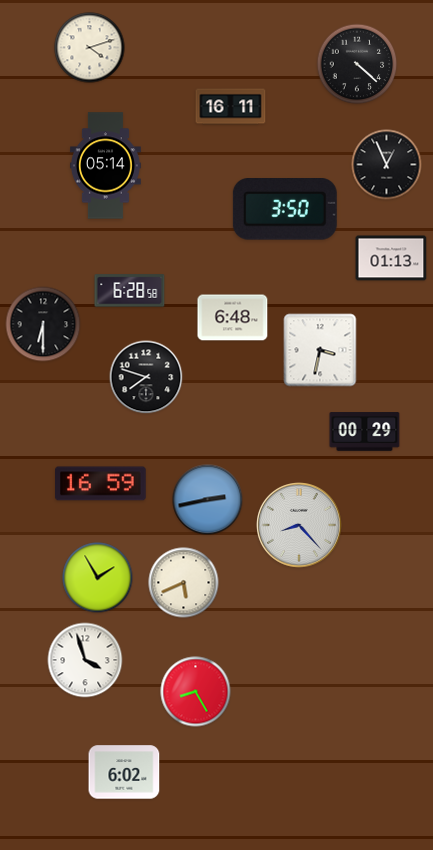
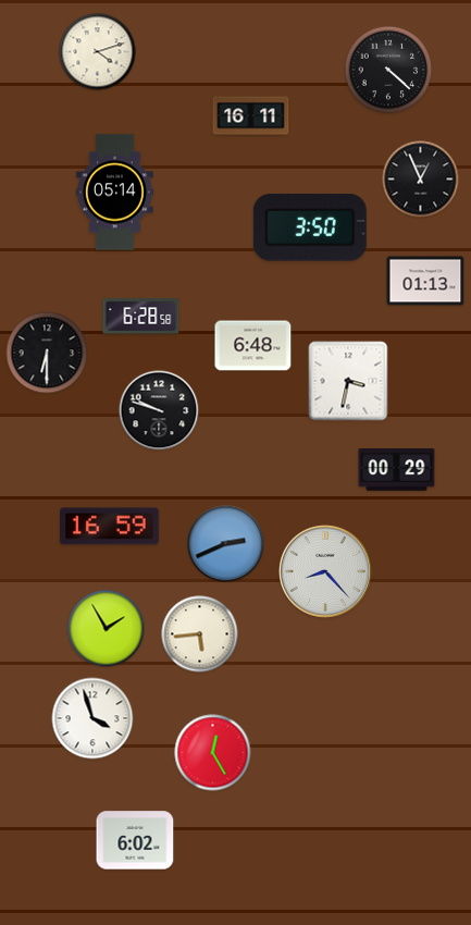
clock at (105, 166) position: (105, 166) -> (114, 193)
clock at (146, 377): 7:48 -> 9:48
clock at (208, 500): 2:43 -> 2:41
clock at (184, 583): 5:41 -> 5:44
clock at (196, 692): 8:25 -> 12:25
